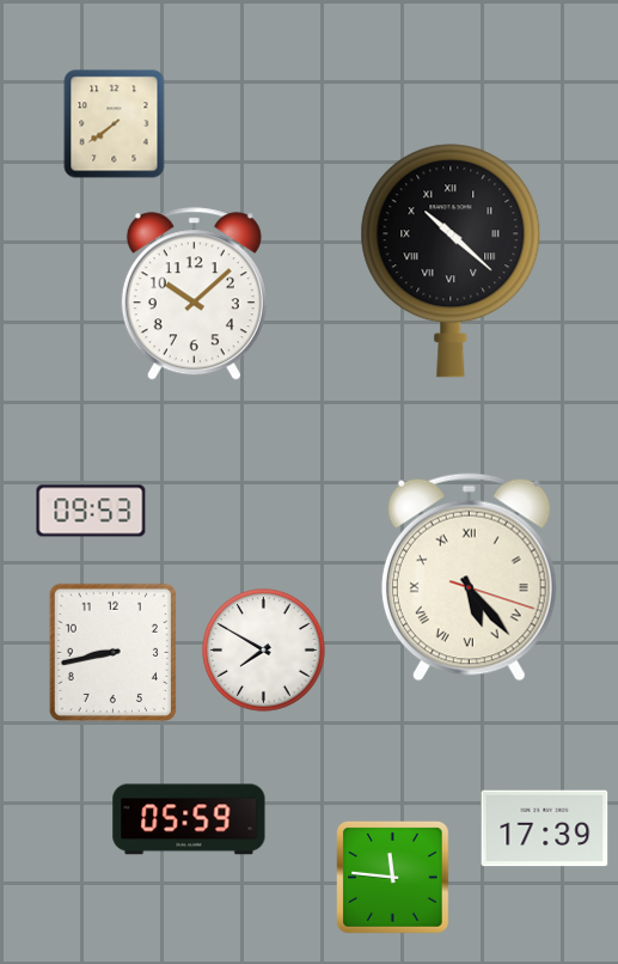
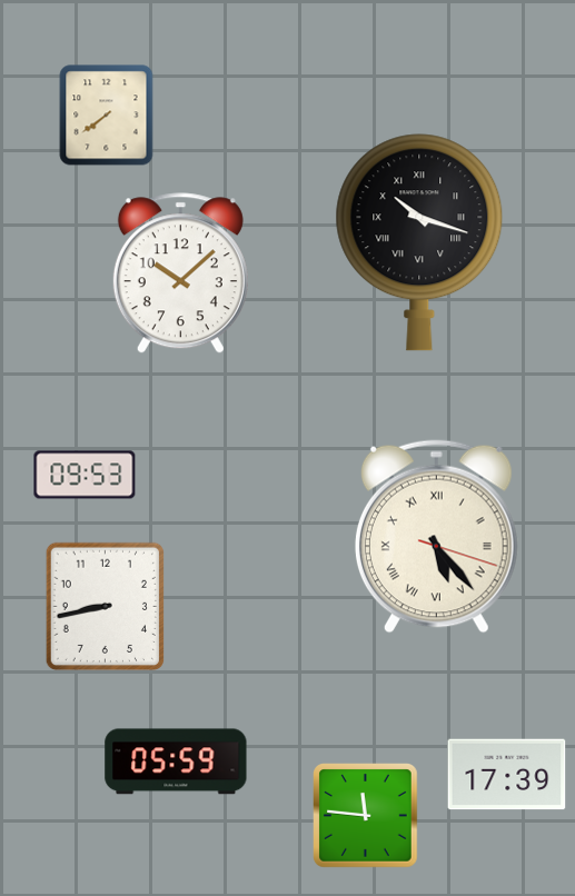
clock at (451, 261): 10:22 -> 10:18
clock at (264, 651): 7:50 -> none
clock at (545, 829) position: (545, 829) -> (507, 775)
